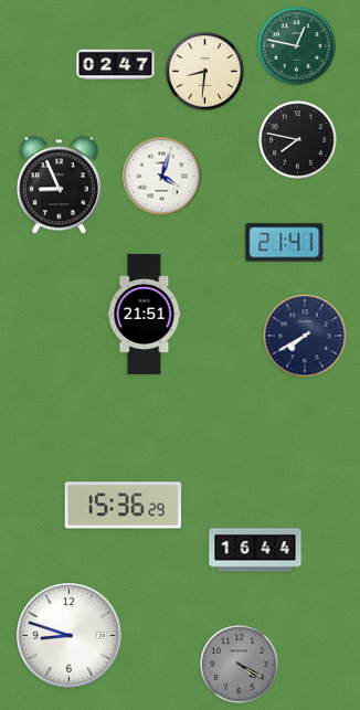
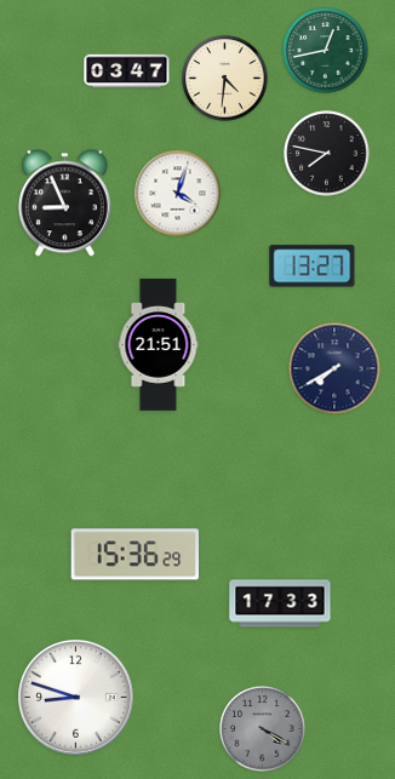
clock at (297, 46): 12:47 -> 12:43
clock at (116, 65): 02:47 -> 03:47
clock at (205, 72): 8:31 -> 4:31
clock at (285, 243): 21:41 -> 13:27
clock at (255, 550): 16:44 -> 17:33
